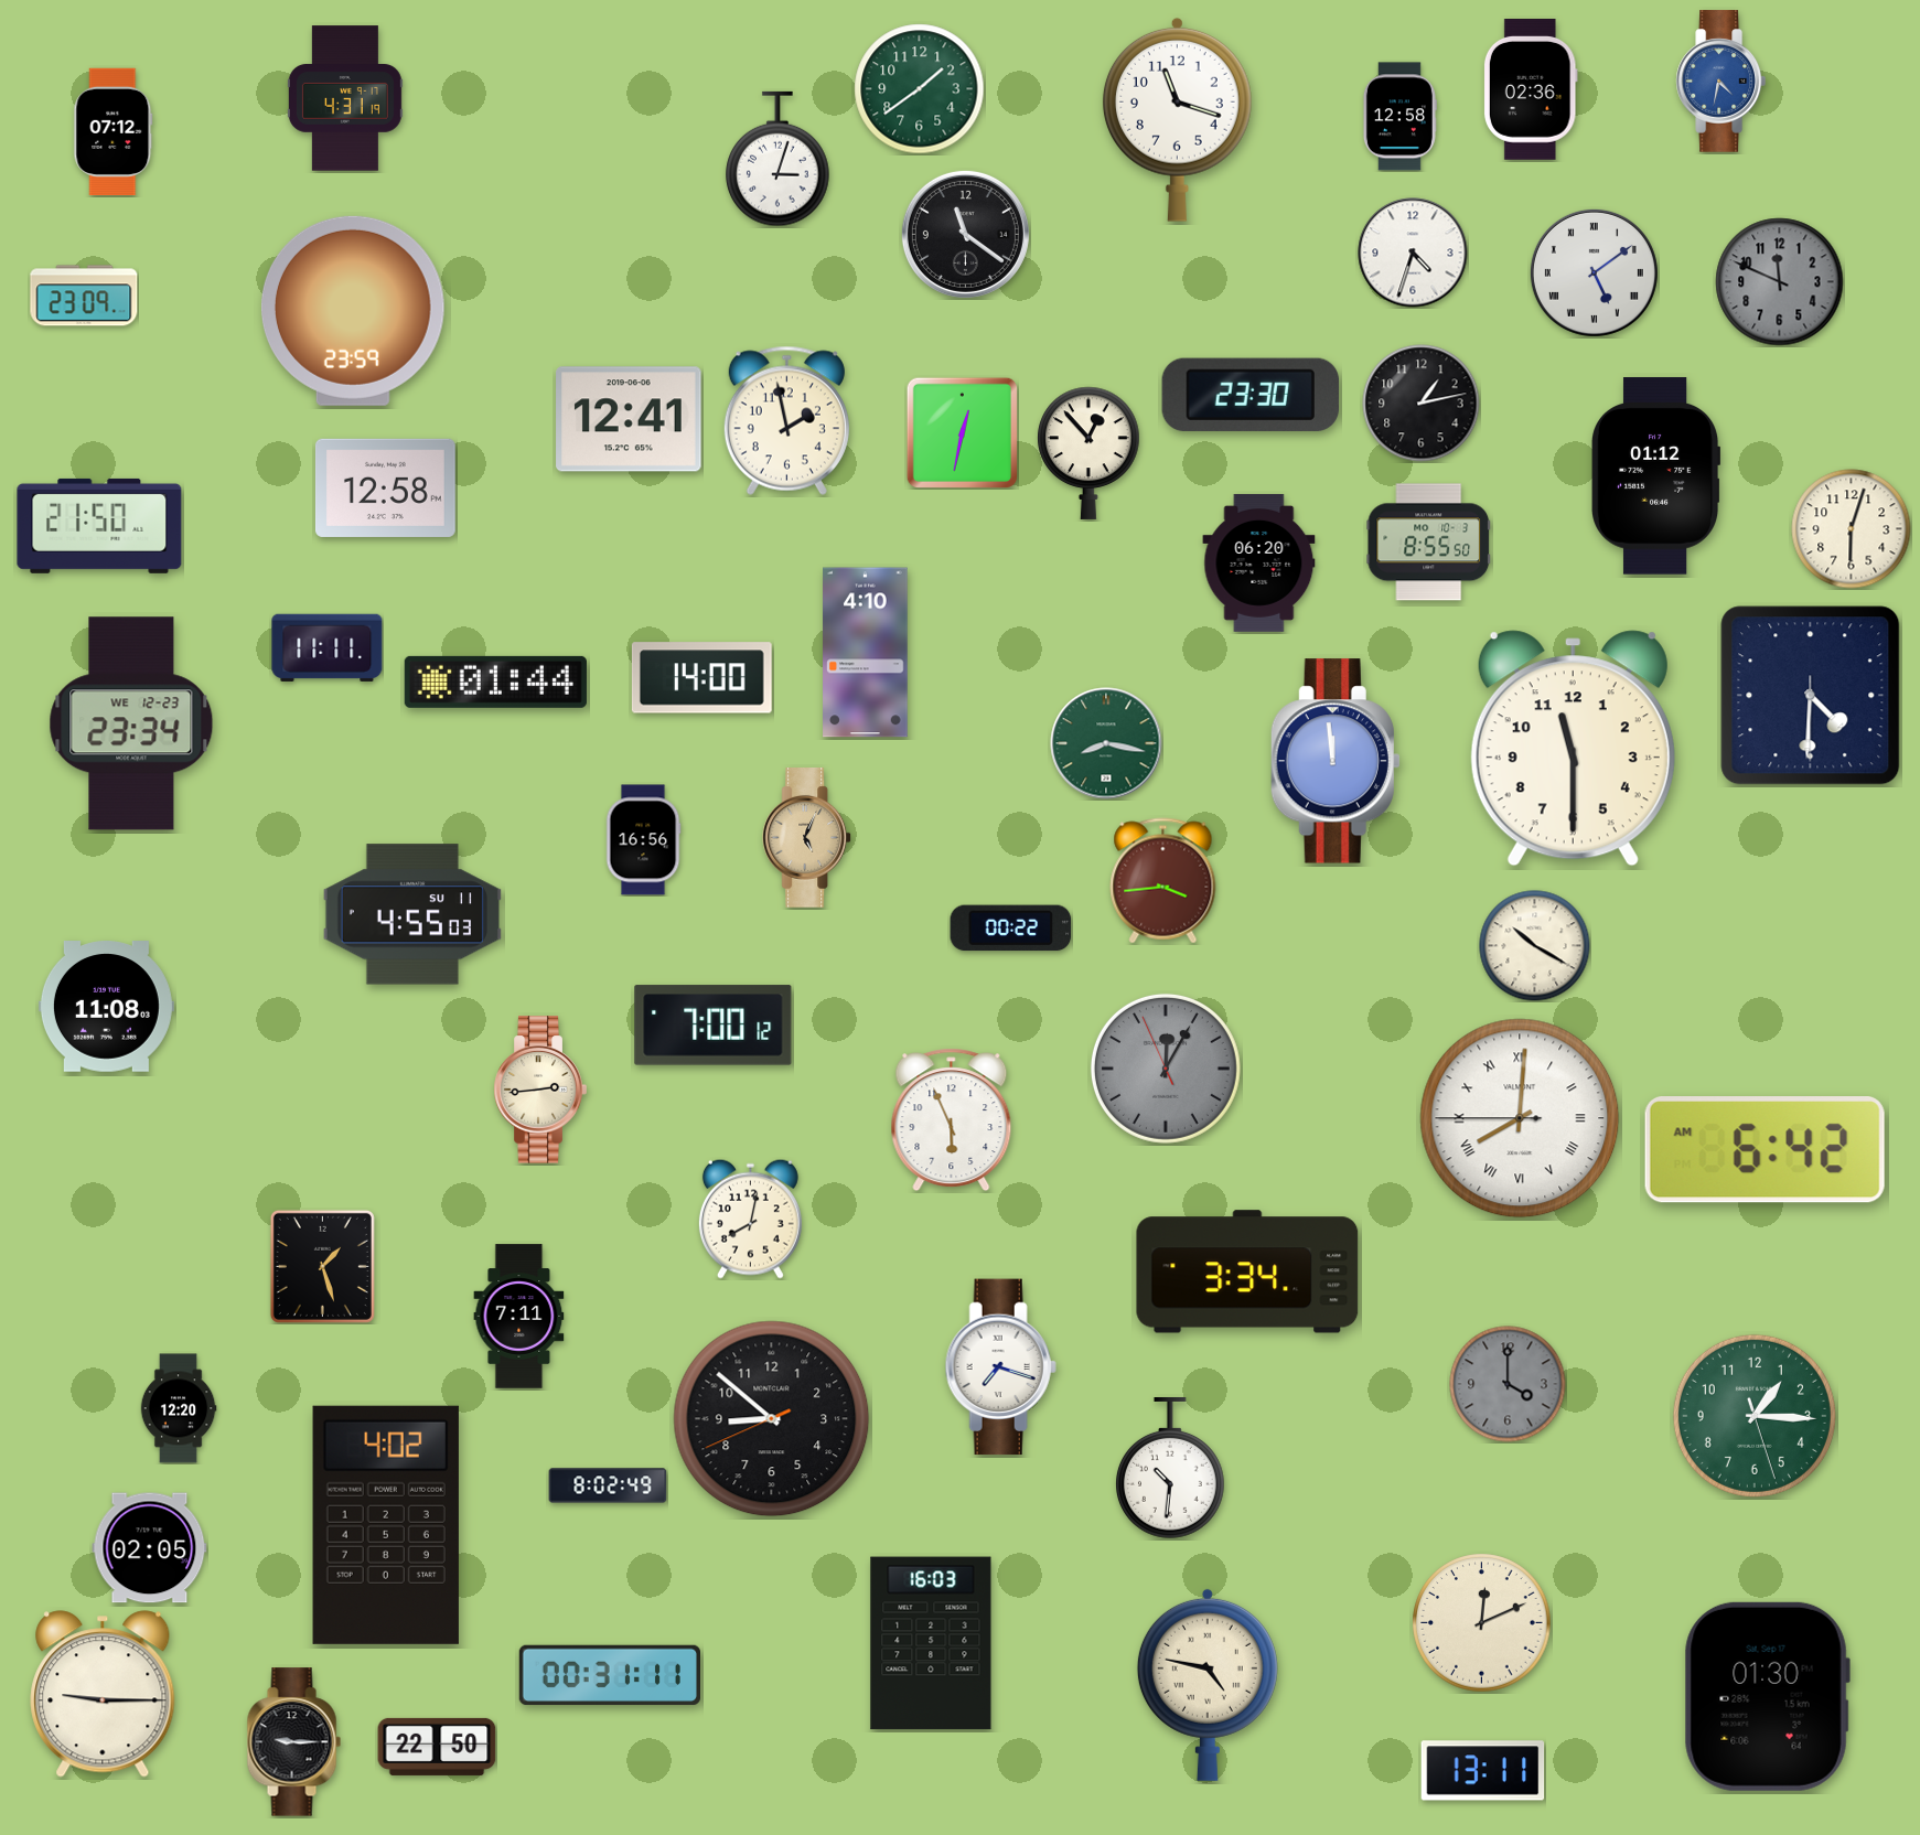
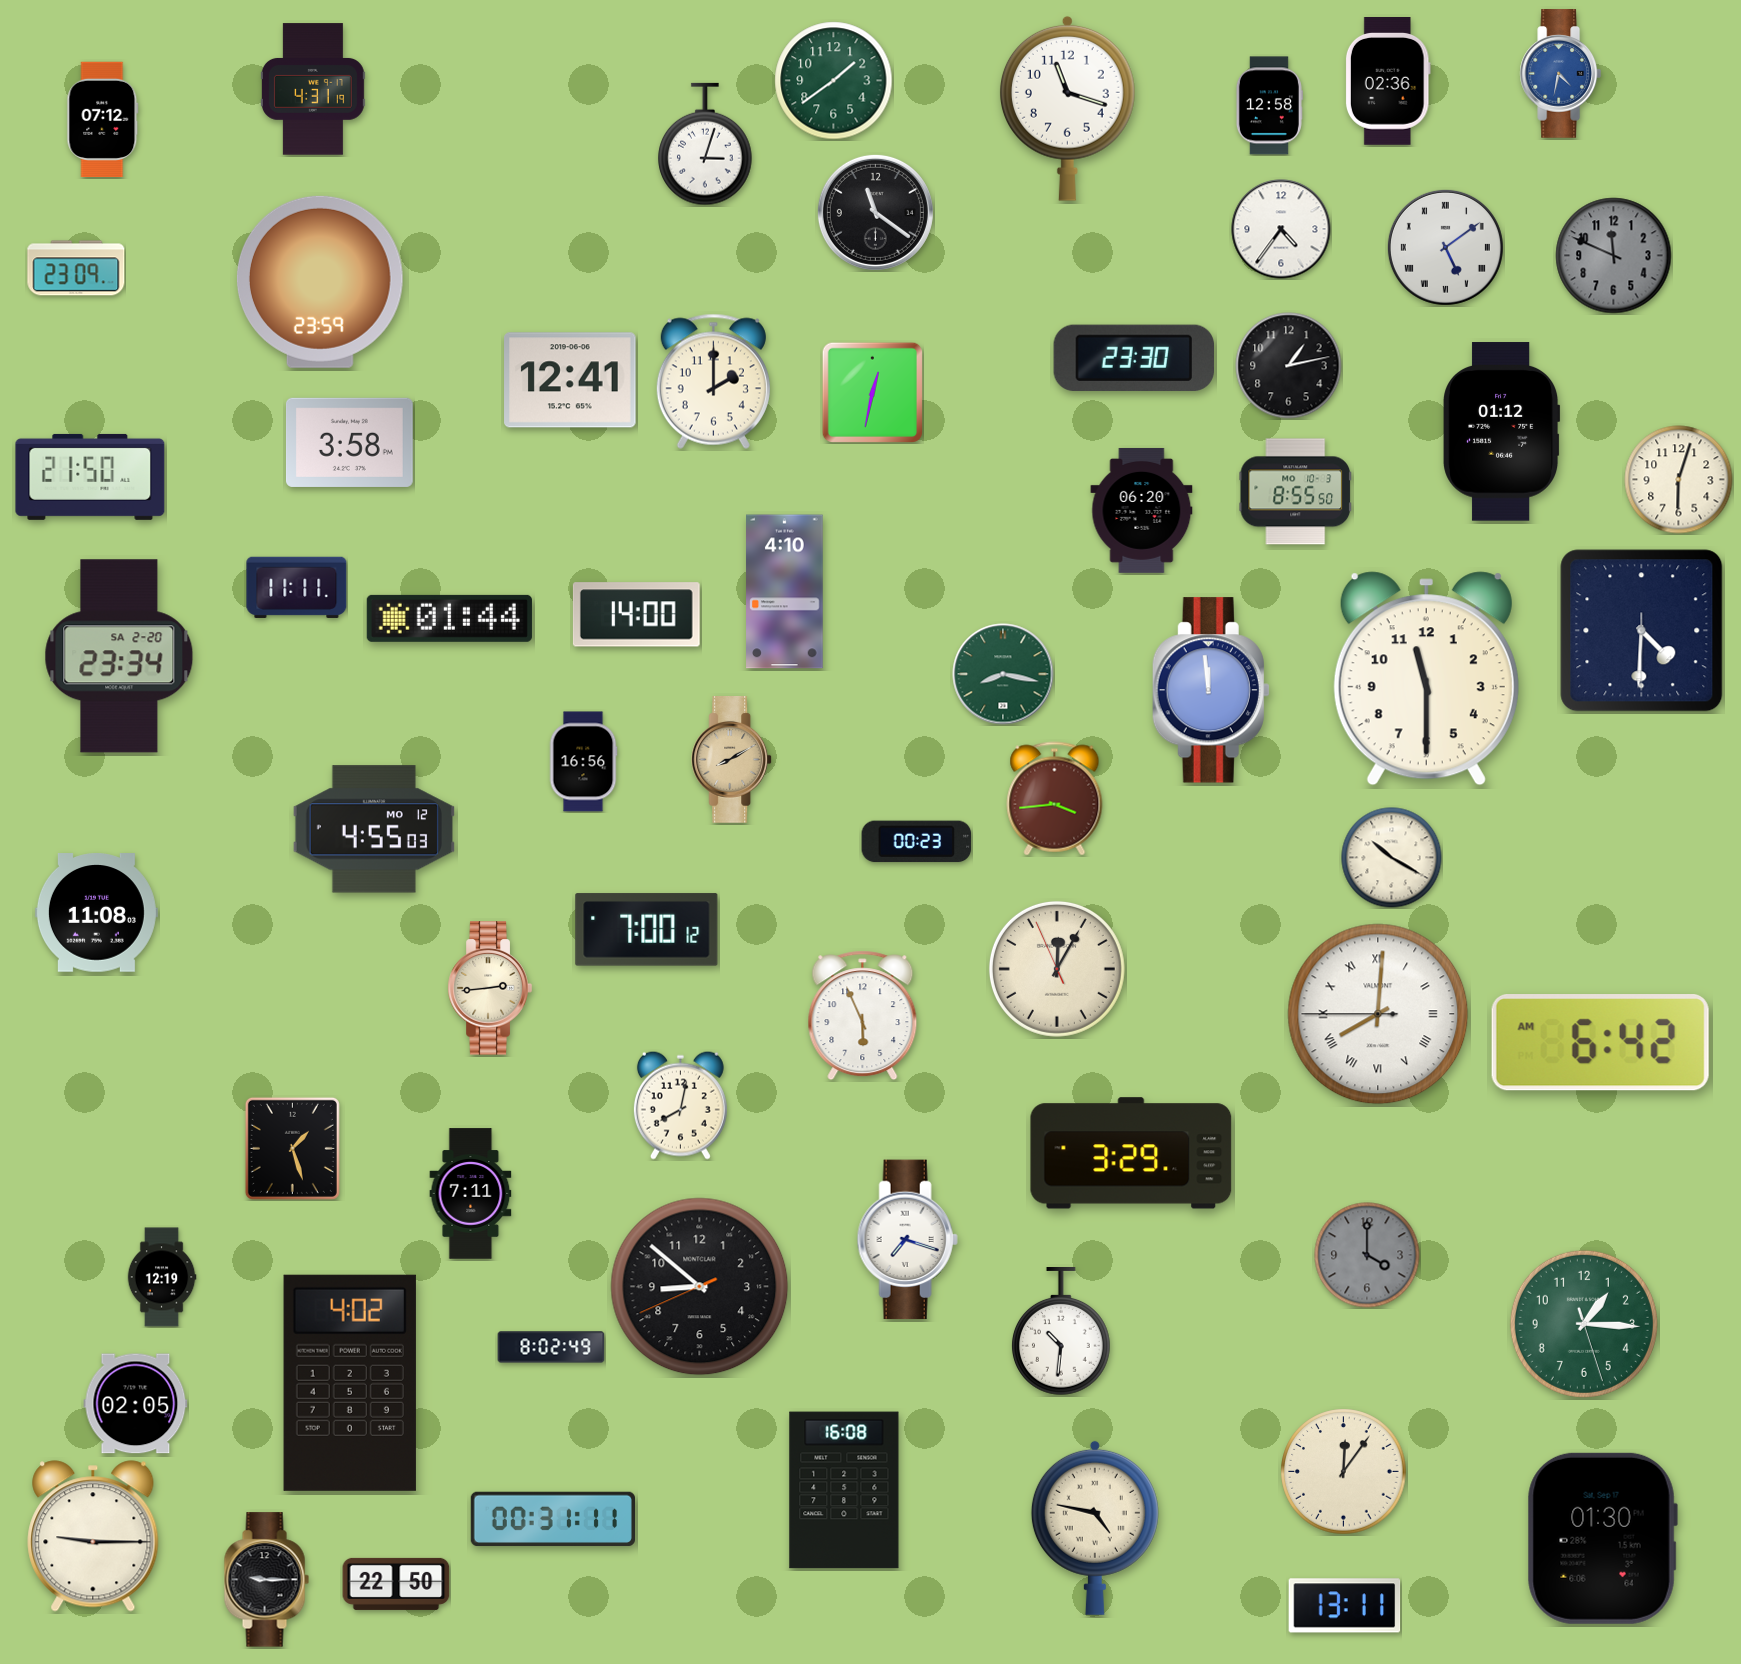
clock at (1413, 253): 4:33 -> 4:36
clock at (786, 420): 1:58 -> 2:00
clock at (1088, 453): 12:53 -> none
clock at (385, 487): 12:58 -> 3:58
clock at (131, 723) date: WE 12-23 -> SA 2-20
clock at (807, 838): 5:04 -> 8:10
clock at (411, 914) date: SU 11 -> MO 12
clock at (1011, 929): 00:22 -> 00:23
clock at (1166, 1069) dial: grey -> cream
clock at (1247, 1271): 3:34 -> 3:29
clock at (179, 1408): 12:20 -> 12:19
clock at (1755, 1416) position: (1755, 1416) -> (1584, 1324)
clock at (1482, 1623): 12:11 -> 12:06
clock at (931, 1643): 16:03 -> 16:08
